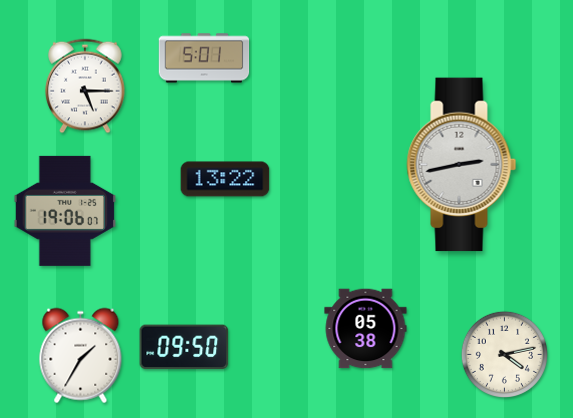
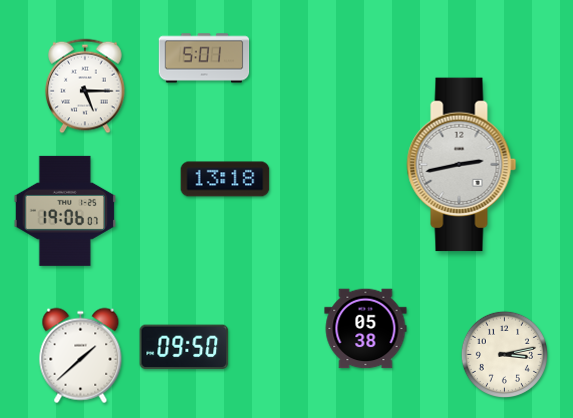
clock at (225, 179): 13:22 -> 13:18
clock at (504, 354): 4:13 -> 3:13
clock at (81, 356): 1:35 -> 1:38
